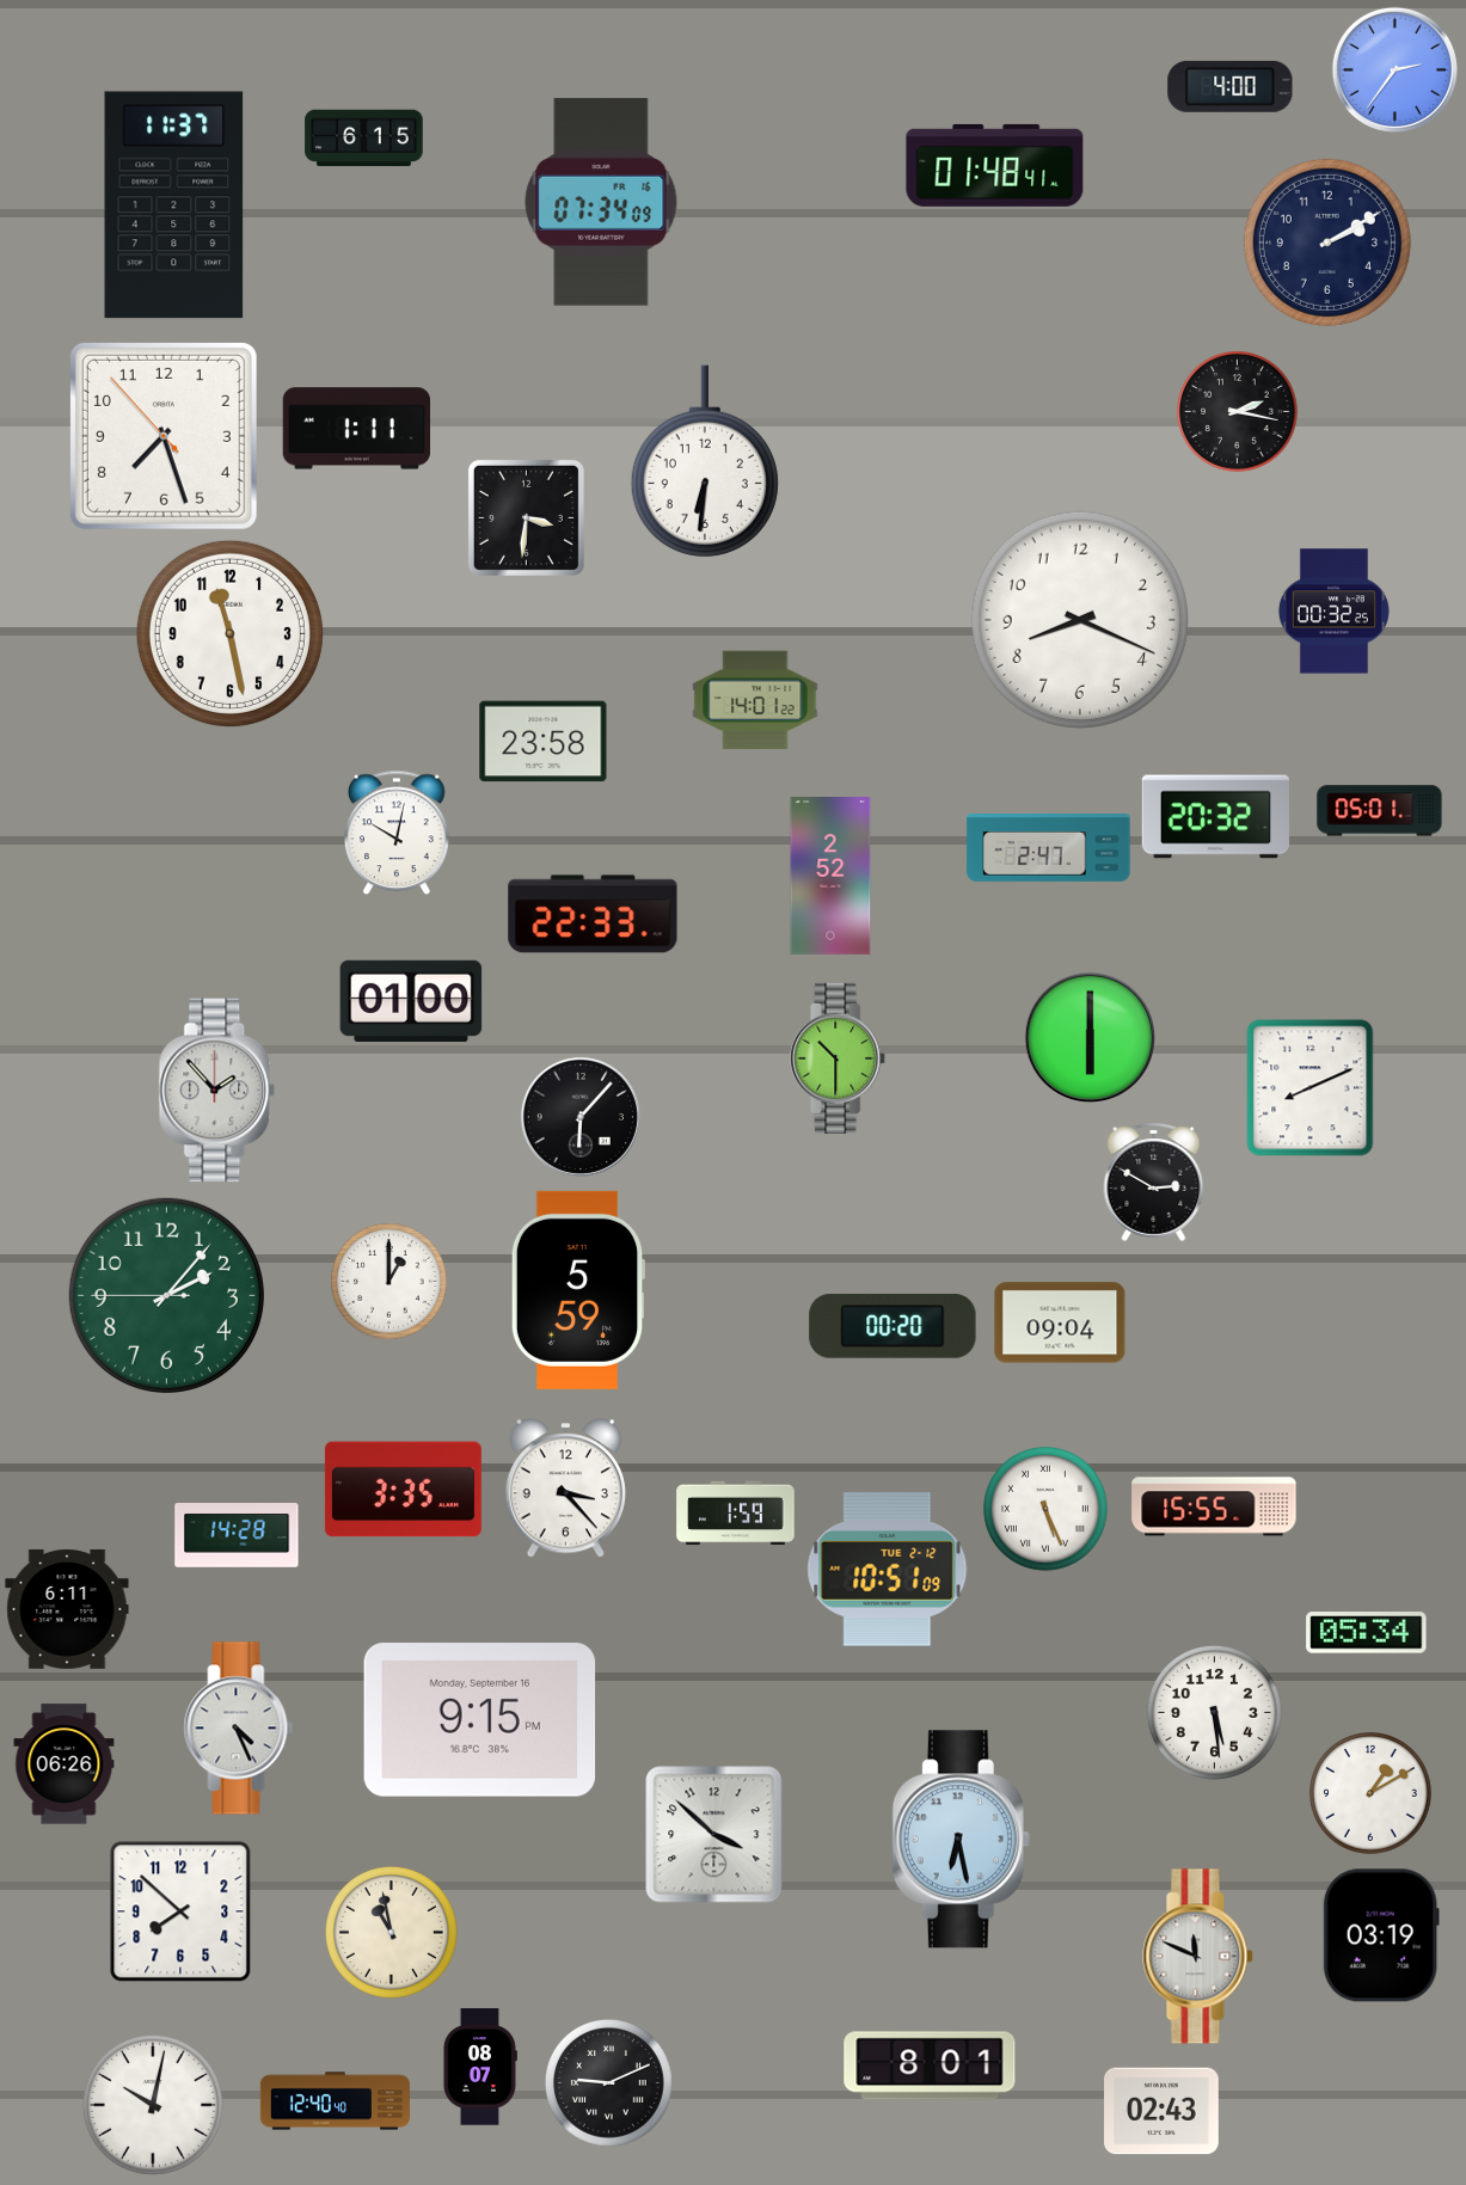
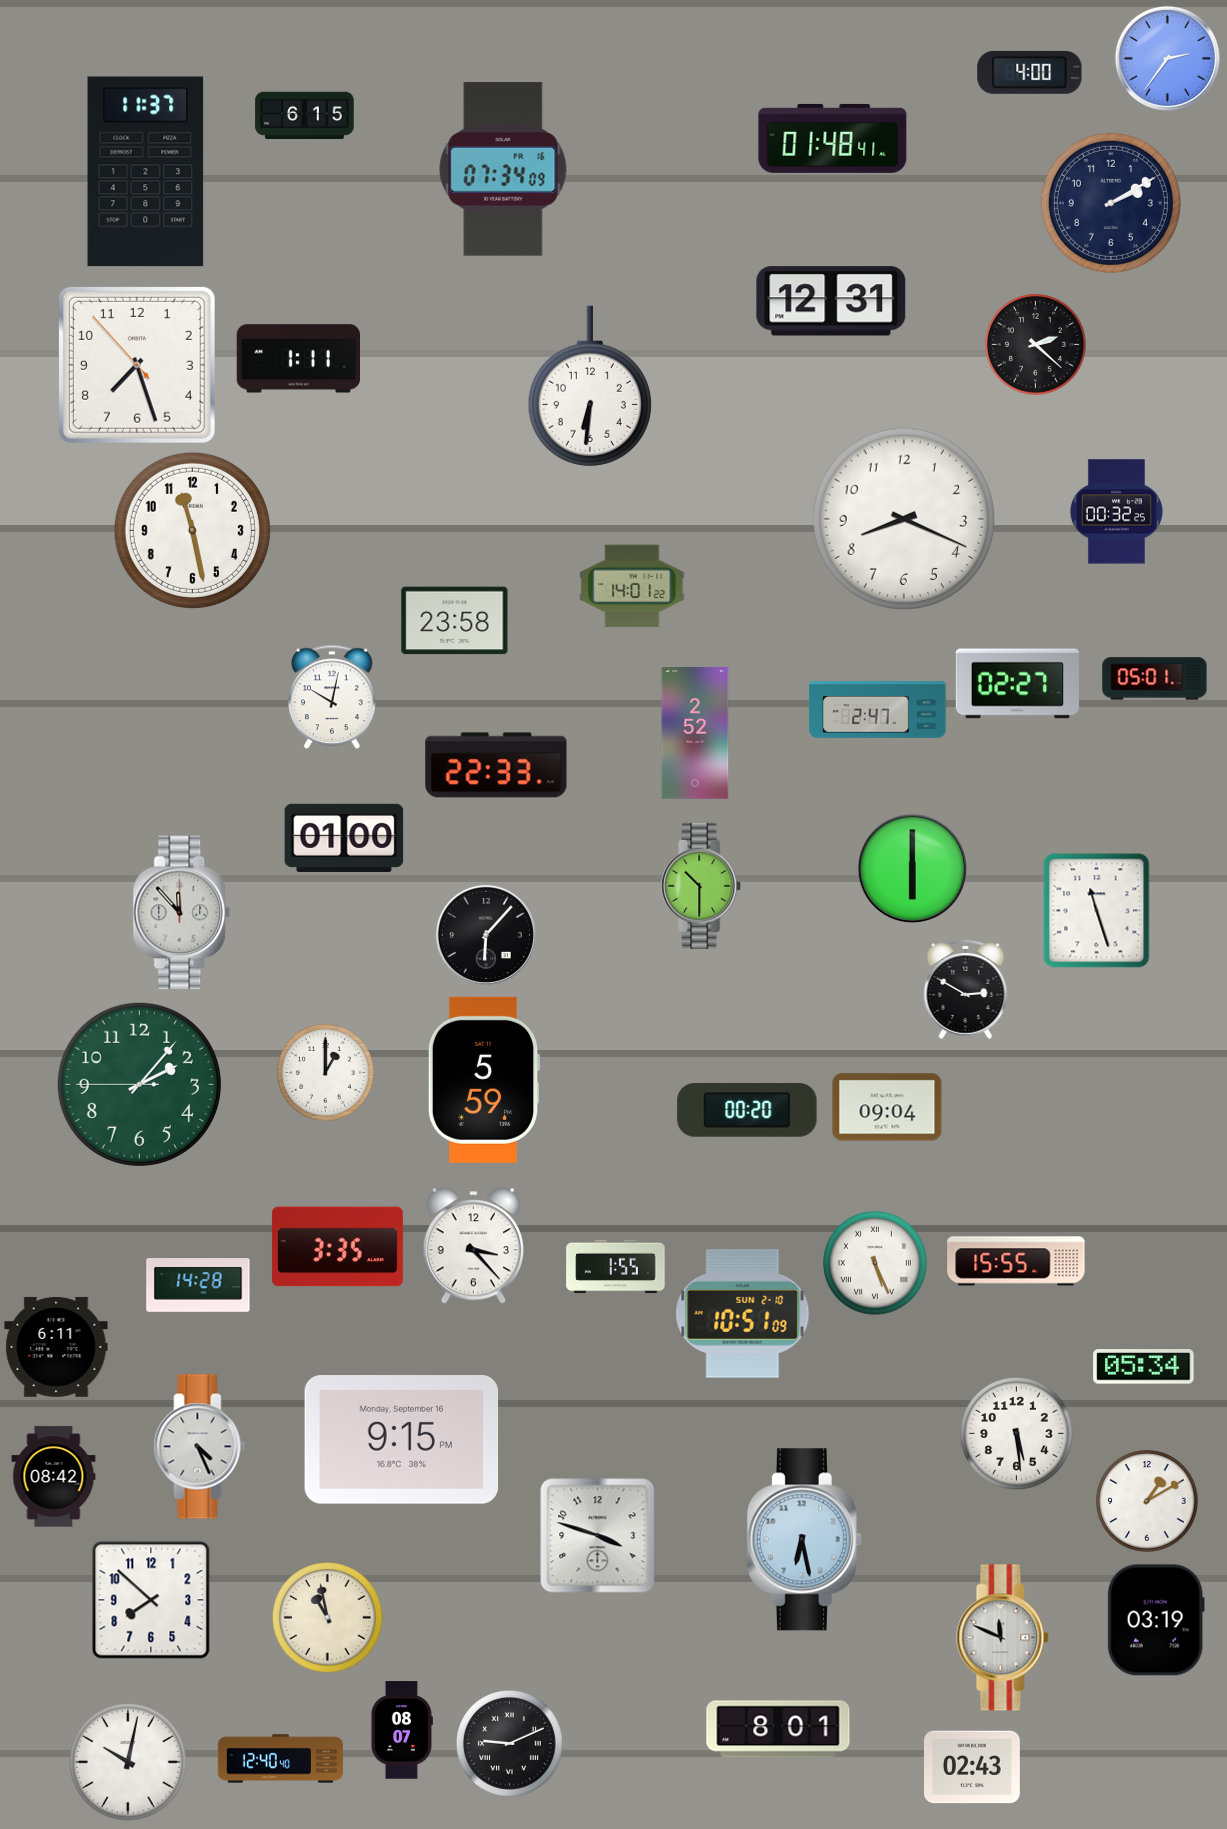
clock at (831, 301): none -> 12:31
clock at (1238, 412): 2:17 -> 2:22
clock at (526, 517): 3:31 -> none
clock at (1216, 817): 20:32 -> 02:27
clock at (1311, 1088): 8:11 -> 11:27
clock at (217, 1091): 1:53 -> 11:53
clock at (736, 1514): 1:59 -> 1:55
clock at (888, 1570) date: TUE 2-12 -> SUN 2-10
clock at (65, 1764): 06:26 -> 08:42
clock at (714, 1835): 3:52 -> 3:48
